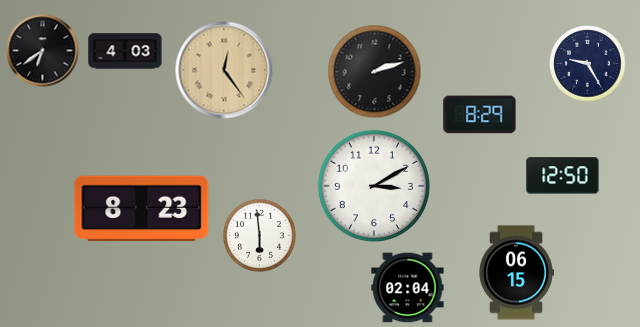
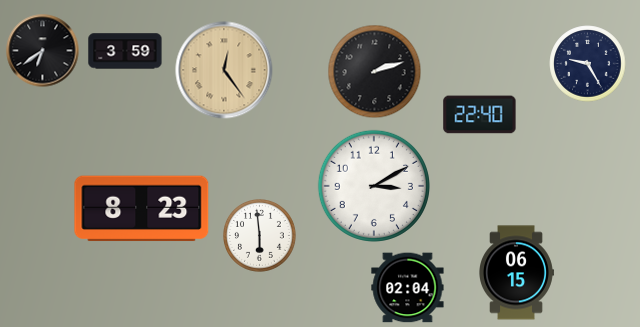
clock at (125, 51): 4:03 -> 3:59
clock at (480, 115): 8:29 -> 22:40
clock at (563, 176): 12:50 -> none
